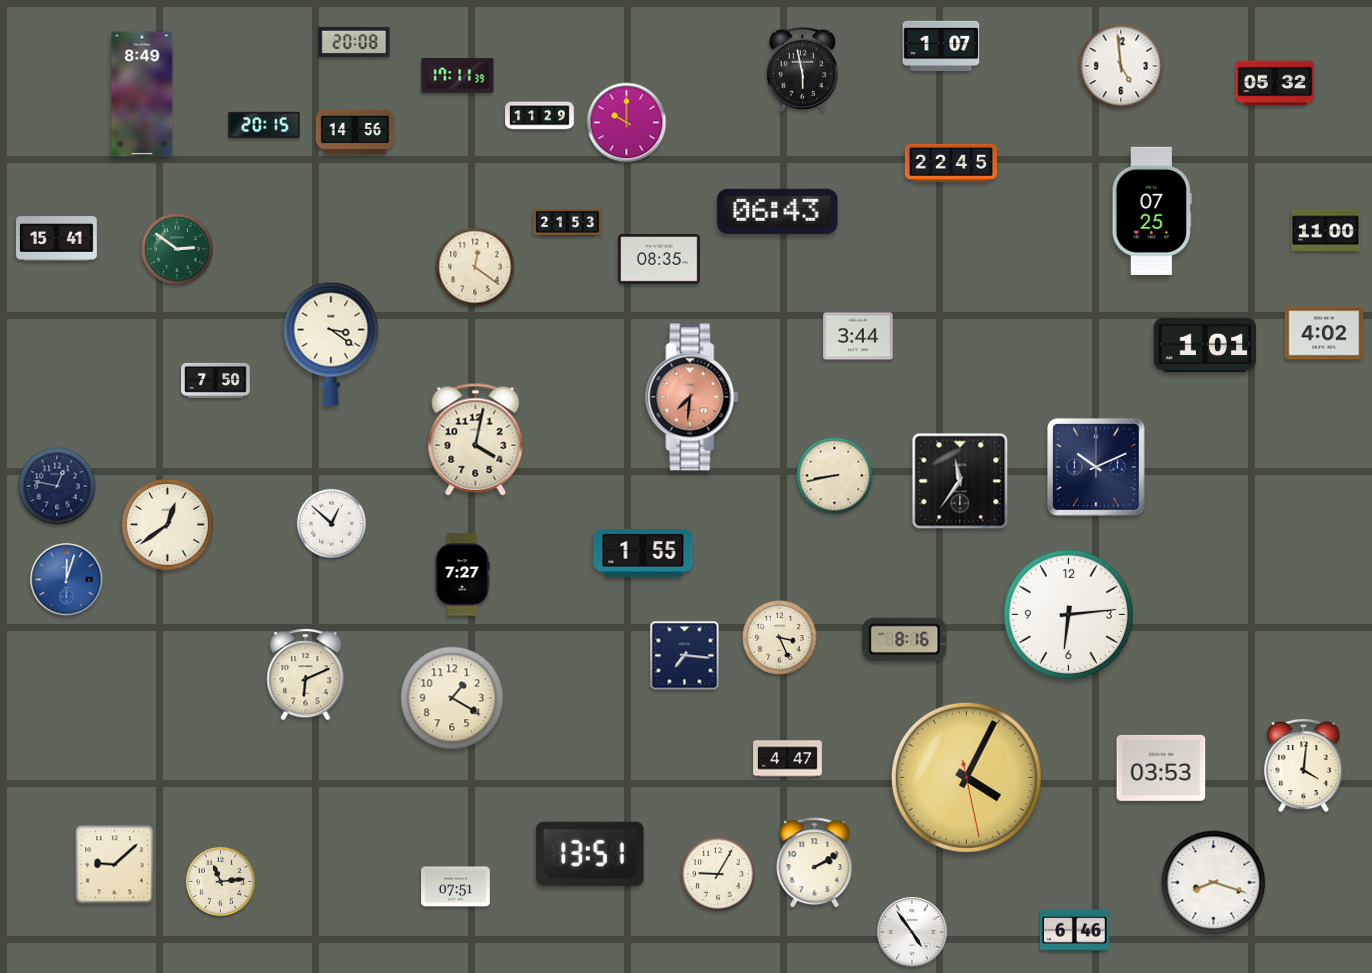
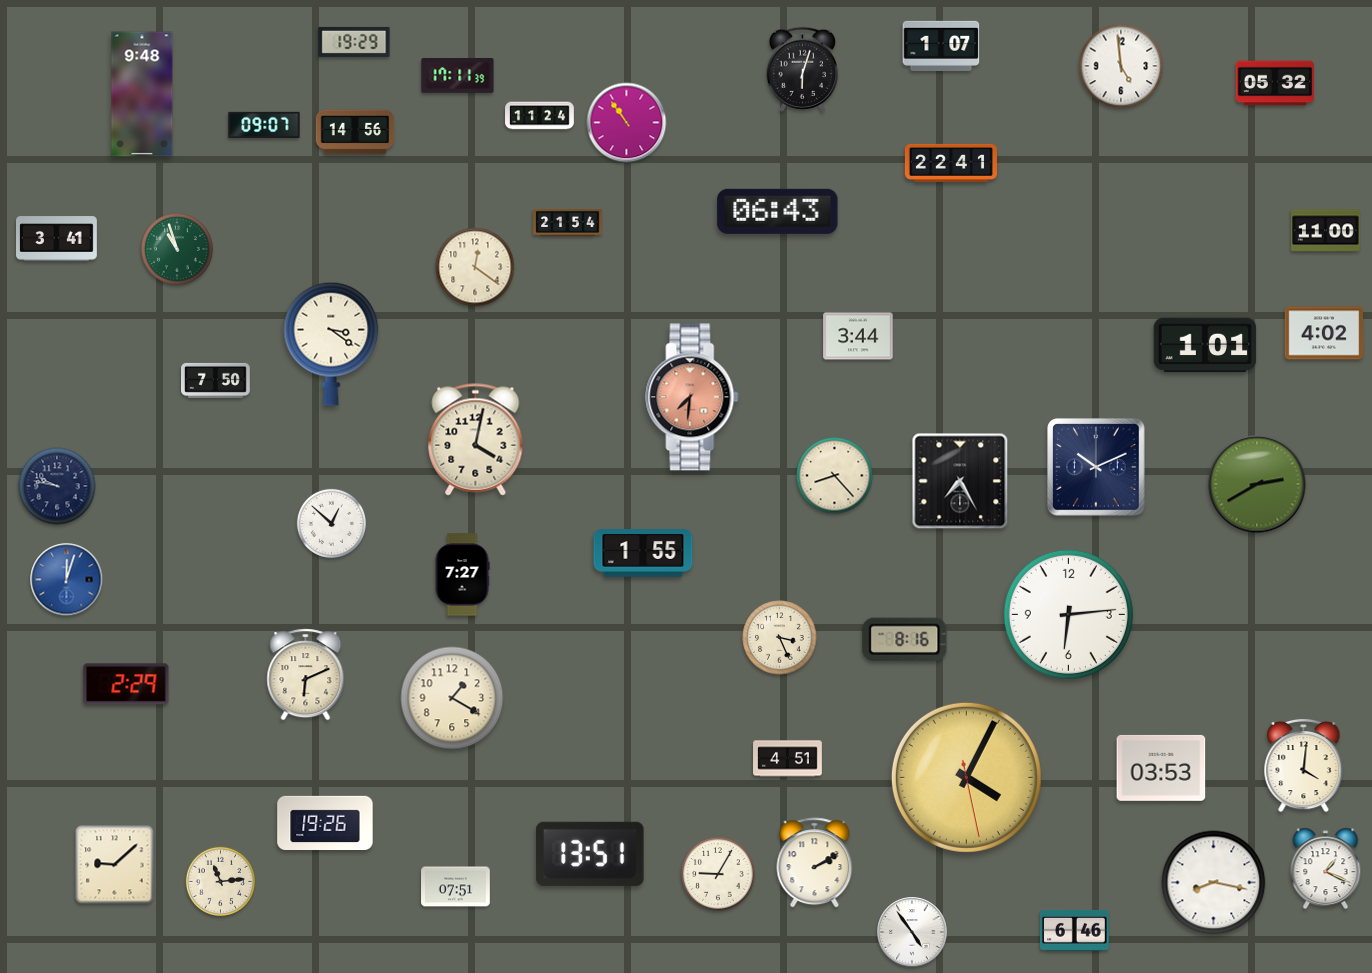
clock at (354, 42): 20:08 -> 19:29
clock at (802, 69): 5:58 -> 6:03
clock at (142, 94): 8:49 -> 9:48
clock at (540, 116): 11:29 -> 11:24
clock at (627, 123): 10:00 -> 10:54
clock at (264, 125): 20:15 -> 09:07
clock at (951, 163): 22:45 -> 22:41
clock at (1152, 211): 07:25 -> none
clock at (568, 223): 21:53 -> 21:54
clock at (57, 239): 15:41 -> 3:41
clock at (178, 250): 2:51 -> 10:57
clock at (659, 259): 08:35 -> none
clock at (835, 476): 8:43 -> 8:23
clock at (960, 481): 11:36 -> 7:25
clock at (1257, 484): none -> 2:40
clock at (57, 486): 12:47 -> 9:47
clock at (168, 525): 12:39 -> none
clock at (685, 656): 7:16 -> none
clock at (126, 684): none -> 2:29
clock at (788, 759): 4:47 -> 4:51
clock at (325, 822): none -> 19:26
clock at (1326, 869): none -> 1:19
clock at (1214, 883): 8:18 -> 8:17
